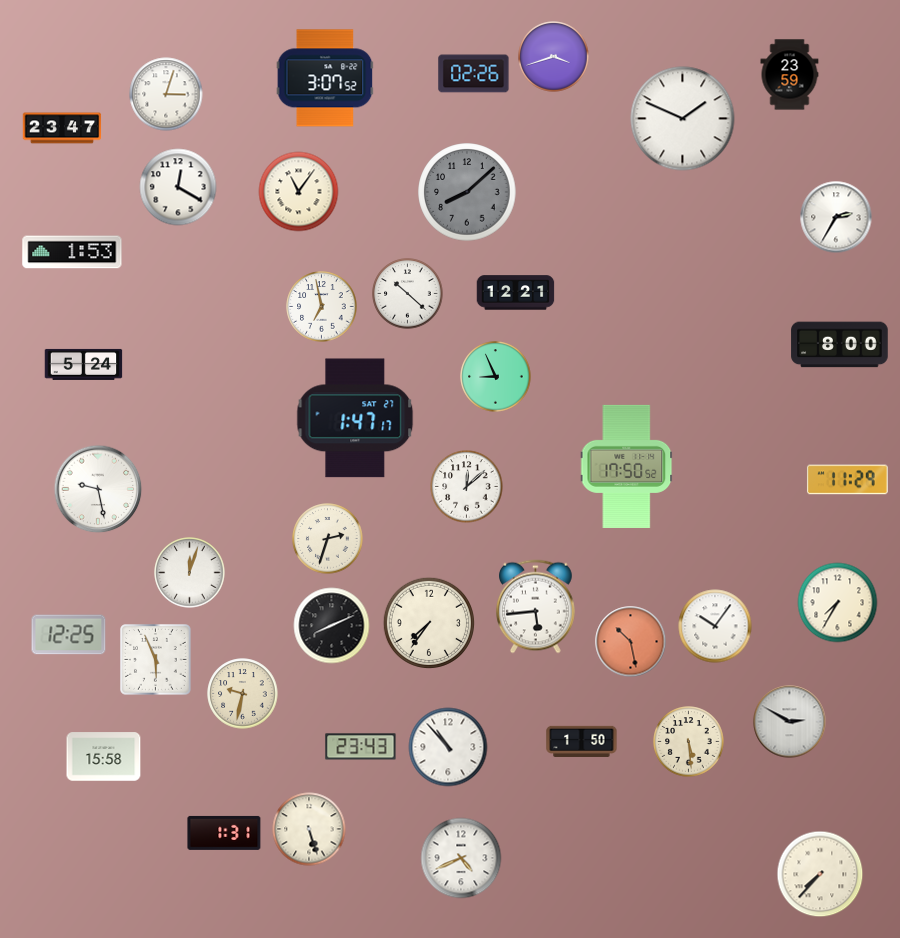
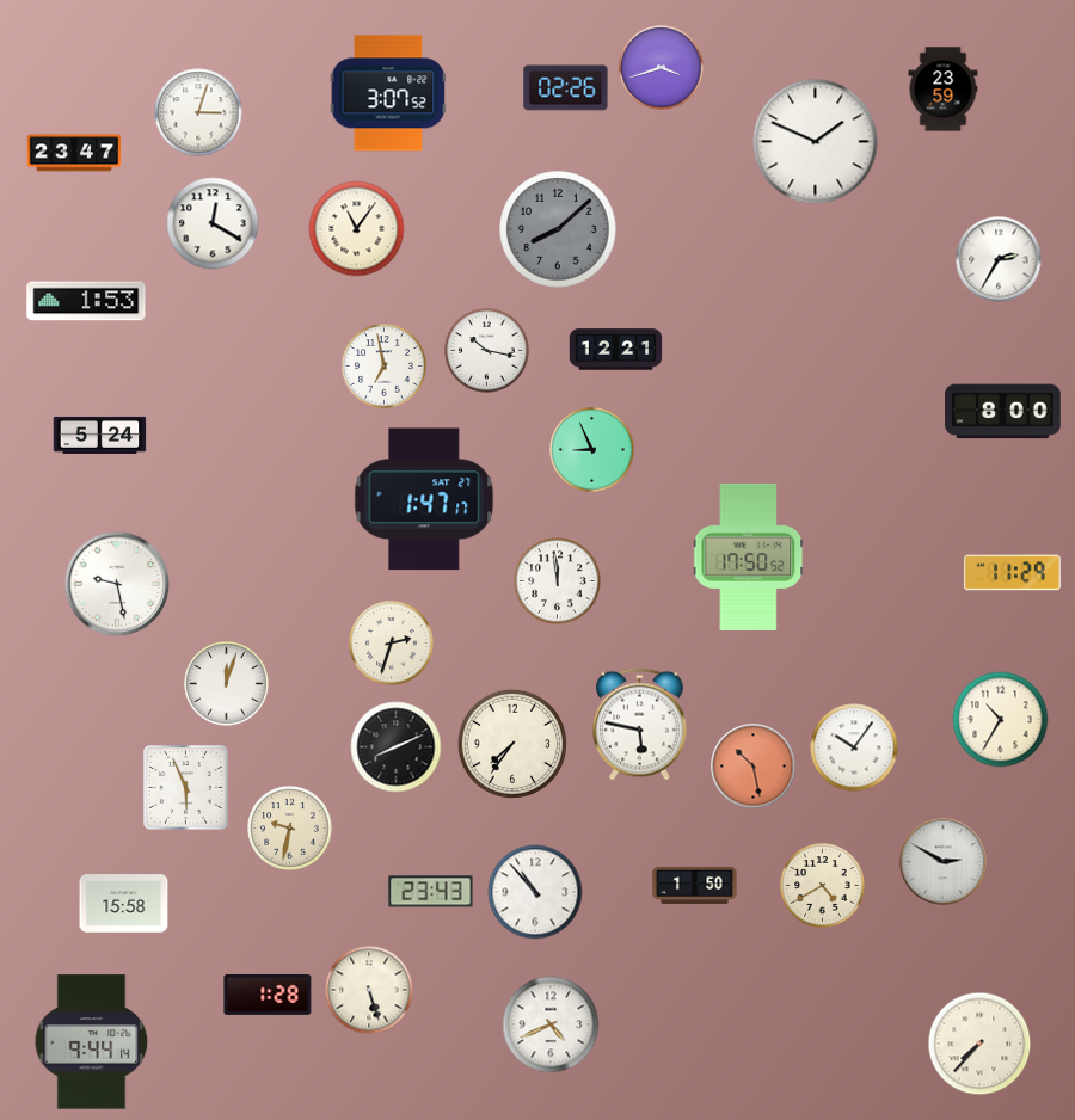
clock at (408, 294): 10:22 -> 10:17
clock at (467, 487): 12:08 -> 11:59
clock at (838, 603): 7:35 -> 10:35
clock at (536, 607): 5:44 -> 5:47
clock at (69, 635): 12:25 -> none
clock at (689, 742): 5:29 -> 4:40
clock at (224, 833): 1:31 -> 1:28
clock at (92, 1042): none -> 9:44
